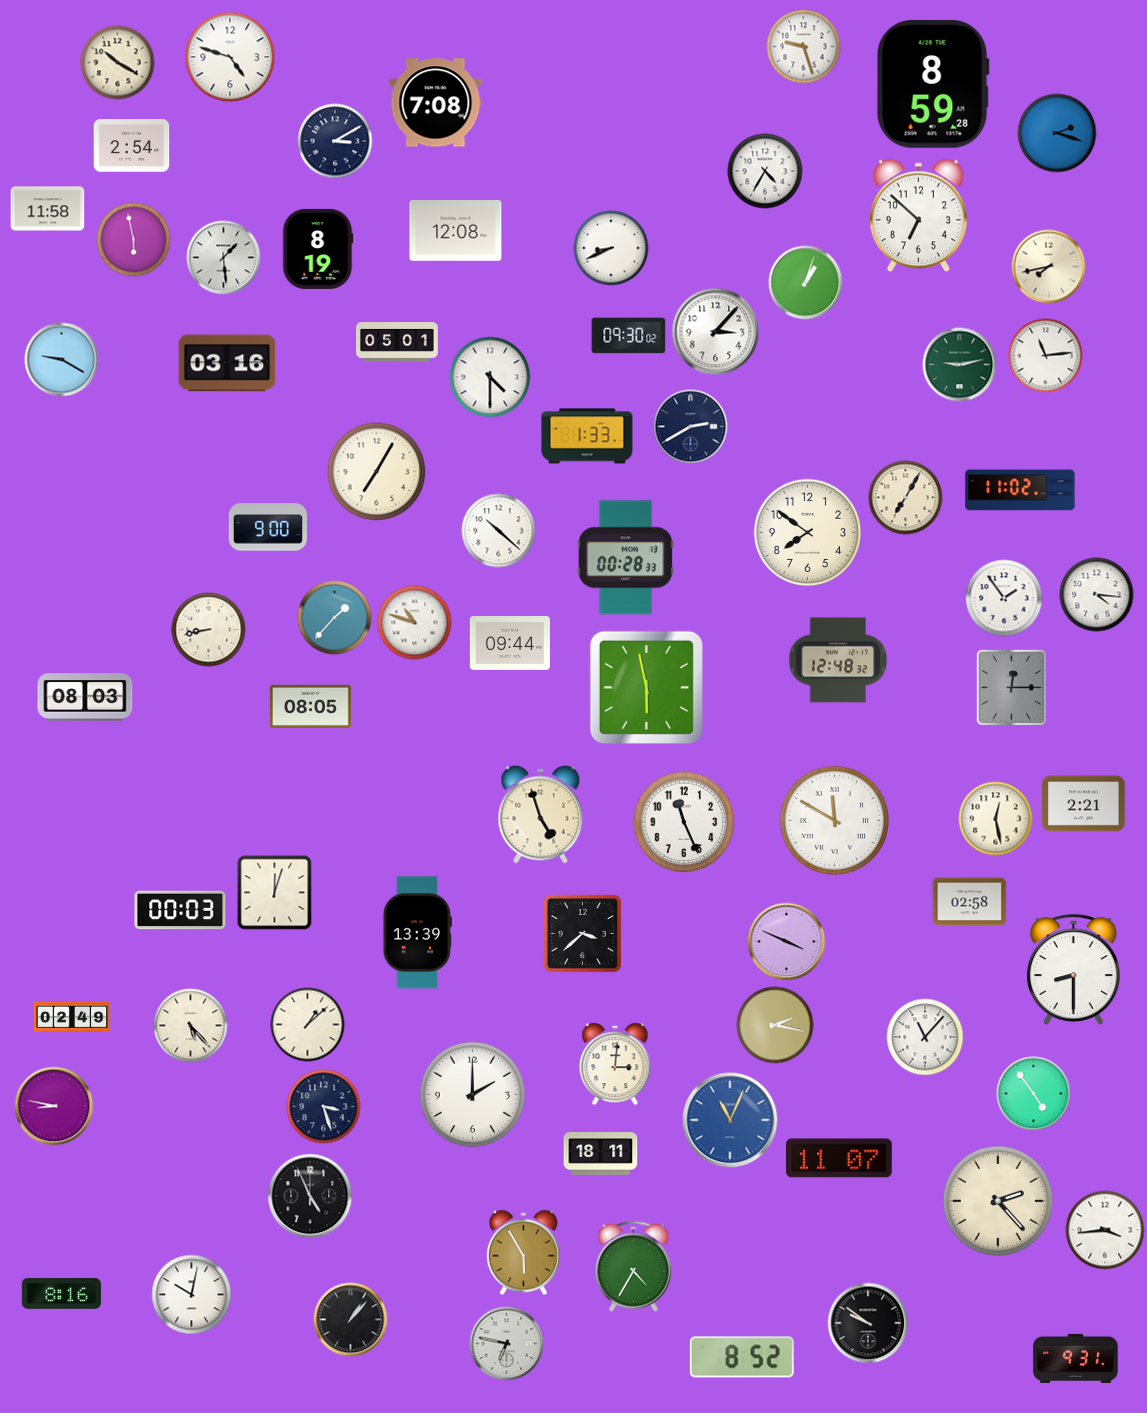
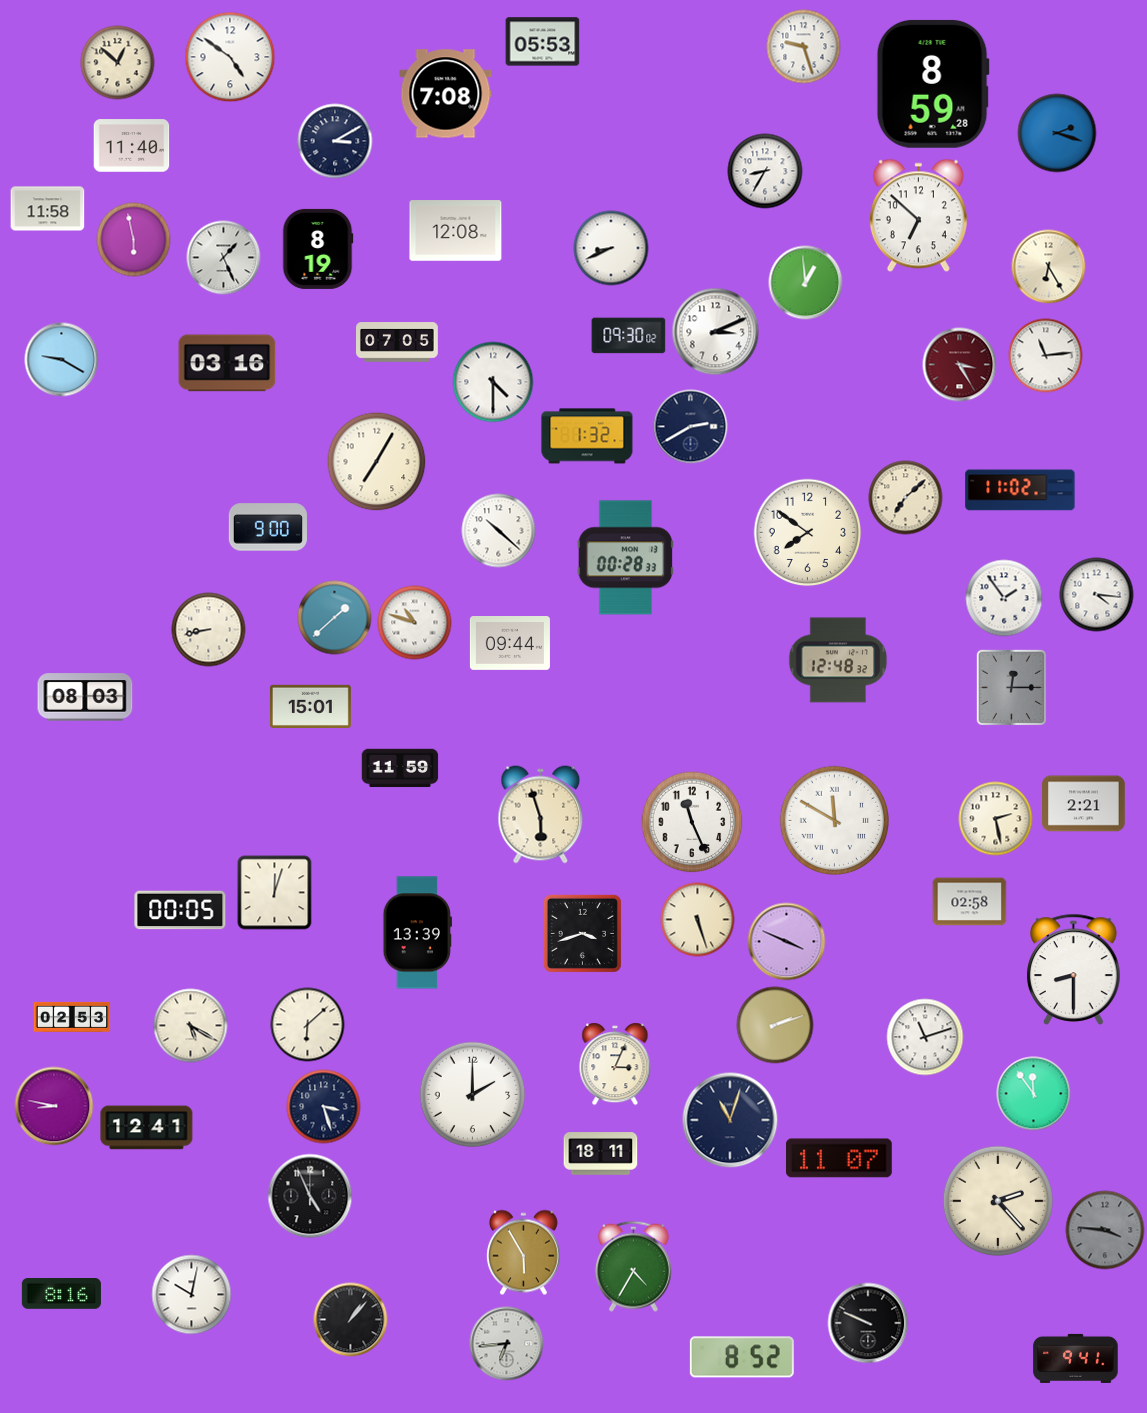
clock at (543, 42): none -> 05:53
clock at (230, 57): 4:48 -> 4:51
clock at (118, 63): 10:20 -> 12:52
clock at (436, 103) position: (436, 103) -> (446, 94)
clock at (132, 146): 2:54 -> 11:40
clock at (765, 171): 4:35 -> 8:35
clock at (224, 258): 1:29 -> 1:26
clock at (1049, 267): 7:43 -> 6:25
clock at (806, 283): 1:03 -> 12:59
clock at (716, 332): 3:07 -> 3:11
clock at (398, 342): 05:01 -> 07:05
clock at (960, 365): 9:13 -> 3:25
clock at (960, 365) dial: green -> burgundy
clock at (490, 377) position: (490, 377) -> (493, 382)
clock at (587, 436): 1:33 -> 1:32
clock at (377, 472) position: (377, 472) -> (377, 462)
clock at (906, 498): 7:05 -> 7:08
clock at (335, 618): 1:37 -> 1:38
clock at (646, 687): 5:58 -> none
clock at (310, 706): 08:05 -> 15:01
clock at (400, 768): none -> 11:59
clock at (541, 815): 4:57 -> 5:57
clock at (996, 819): 12:28 -> 2:28
clock at (684, 822) position: (684, 822) -> (692, 822)
clock at (180, 910): 00:03 -> 00:05
clock at (698, 920): none -> 5:27
clock at (582, 933): 3:38 -> 3:42
clock at (72, 1017): 02:49 -> 02:53
clock at (308, 1025): 1:08 -> 6:08
clock at (775, 1025): 2:17 -> 2:12
clock at (191, 1026): 5:23 -> 5:20
clock at (925, 1037): 11:07 -> 11:12
clock at (615, 1064): 3:01 -> 3:04
clock at (1034, 1094): 4:54 -> 11:54
clock at (730, 1120): 11:04 -> 11:03
clock at (730, 1120) dial: blue -> navy
clock at (147, 1128): none -> 12:41
clock at (1105, 1230): 3:44 -> 3:46
clock at (1105, 1230) dial: white -> grey
clock at (868, 1323): 9:51 -> 9:49
clock at (507, 1344): 6:47 -> 6:44
clock at (1076, 1358): 9:31 -> 9:41
